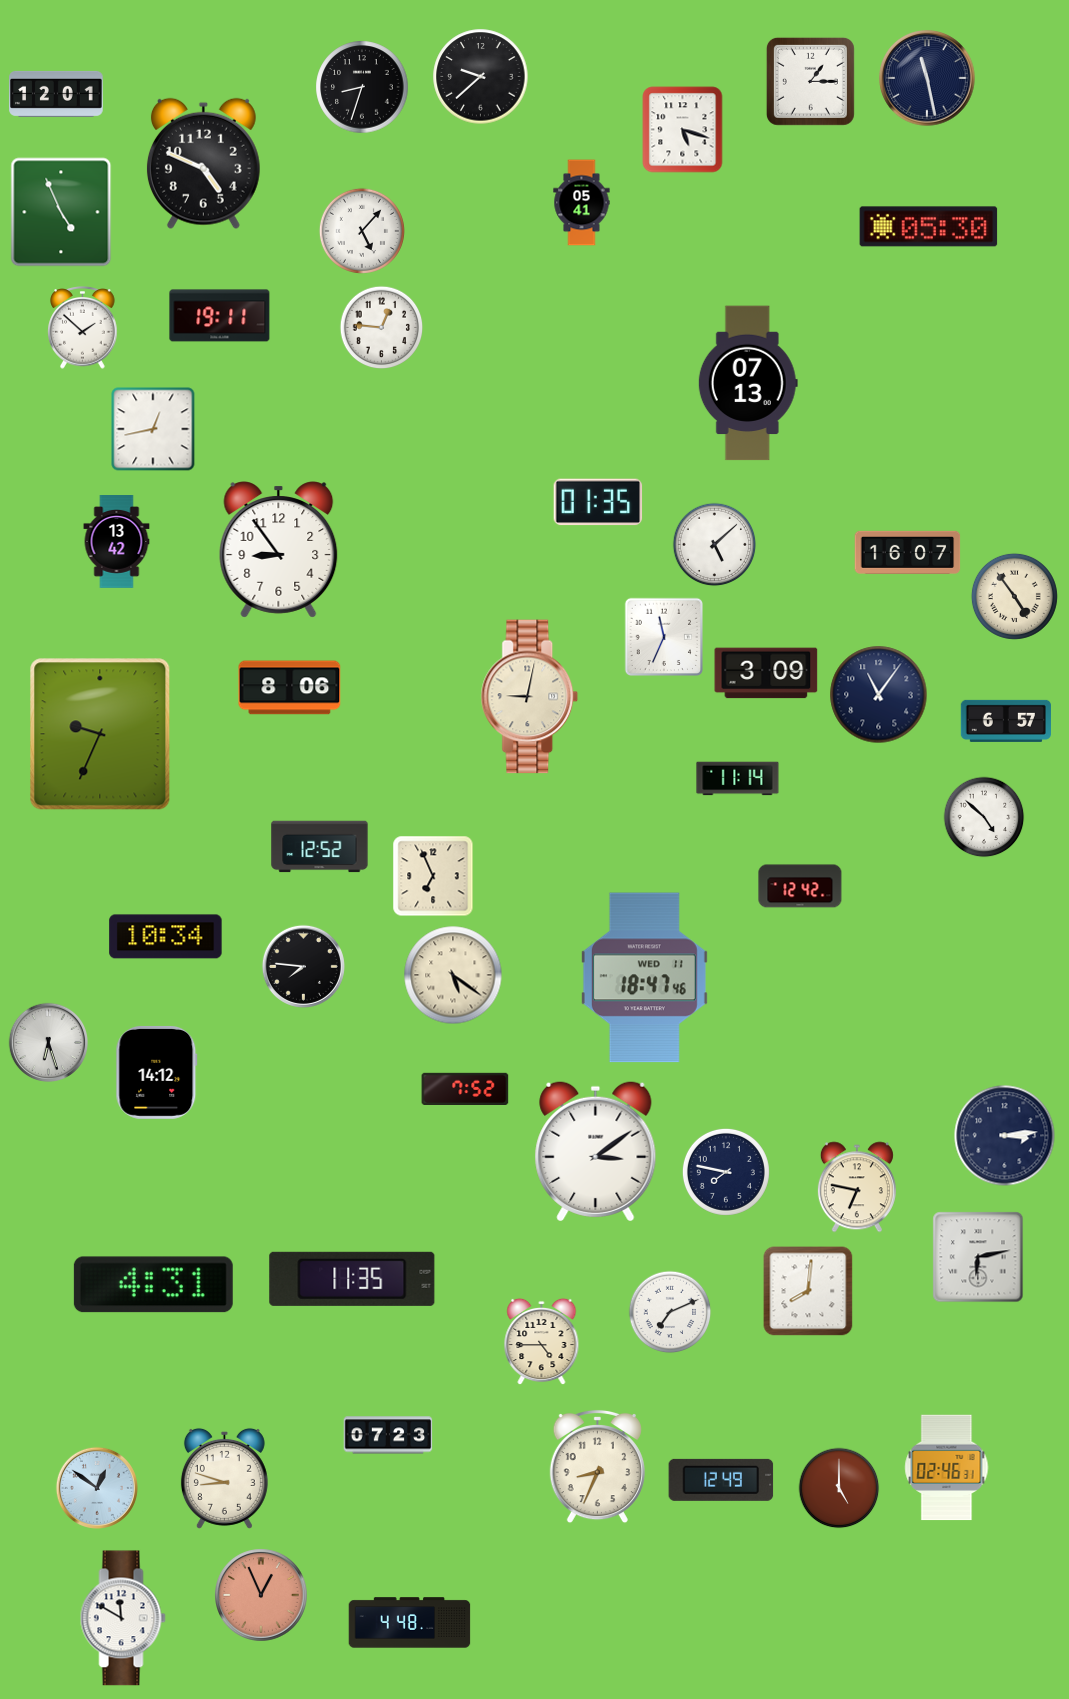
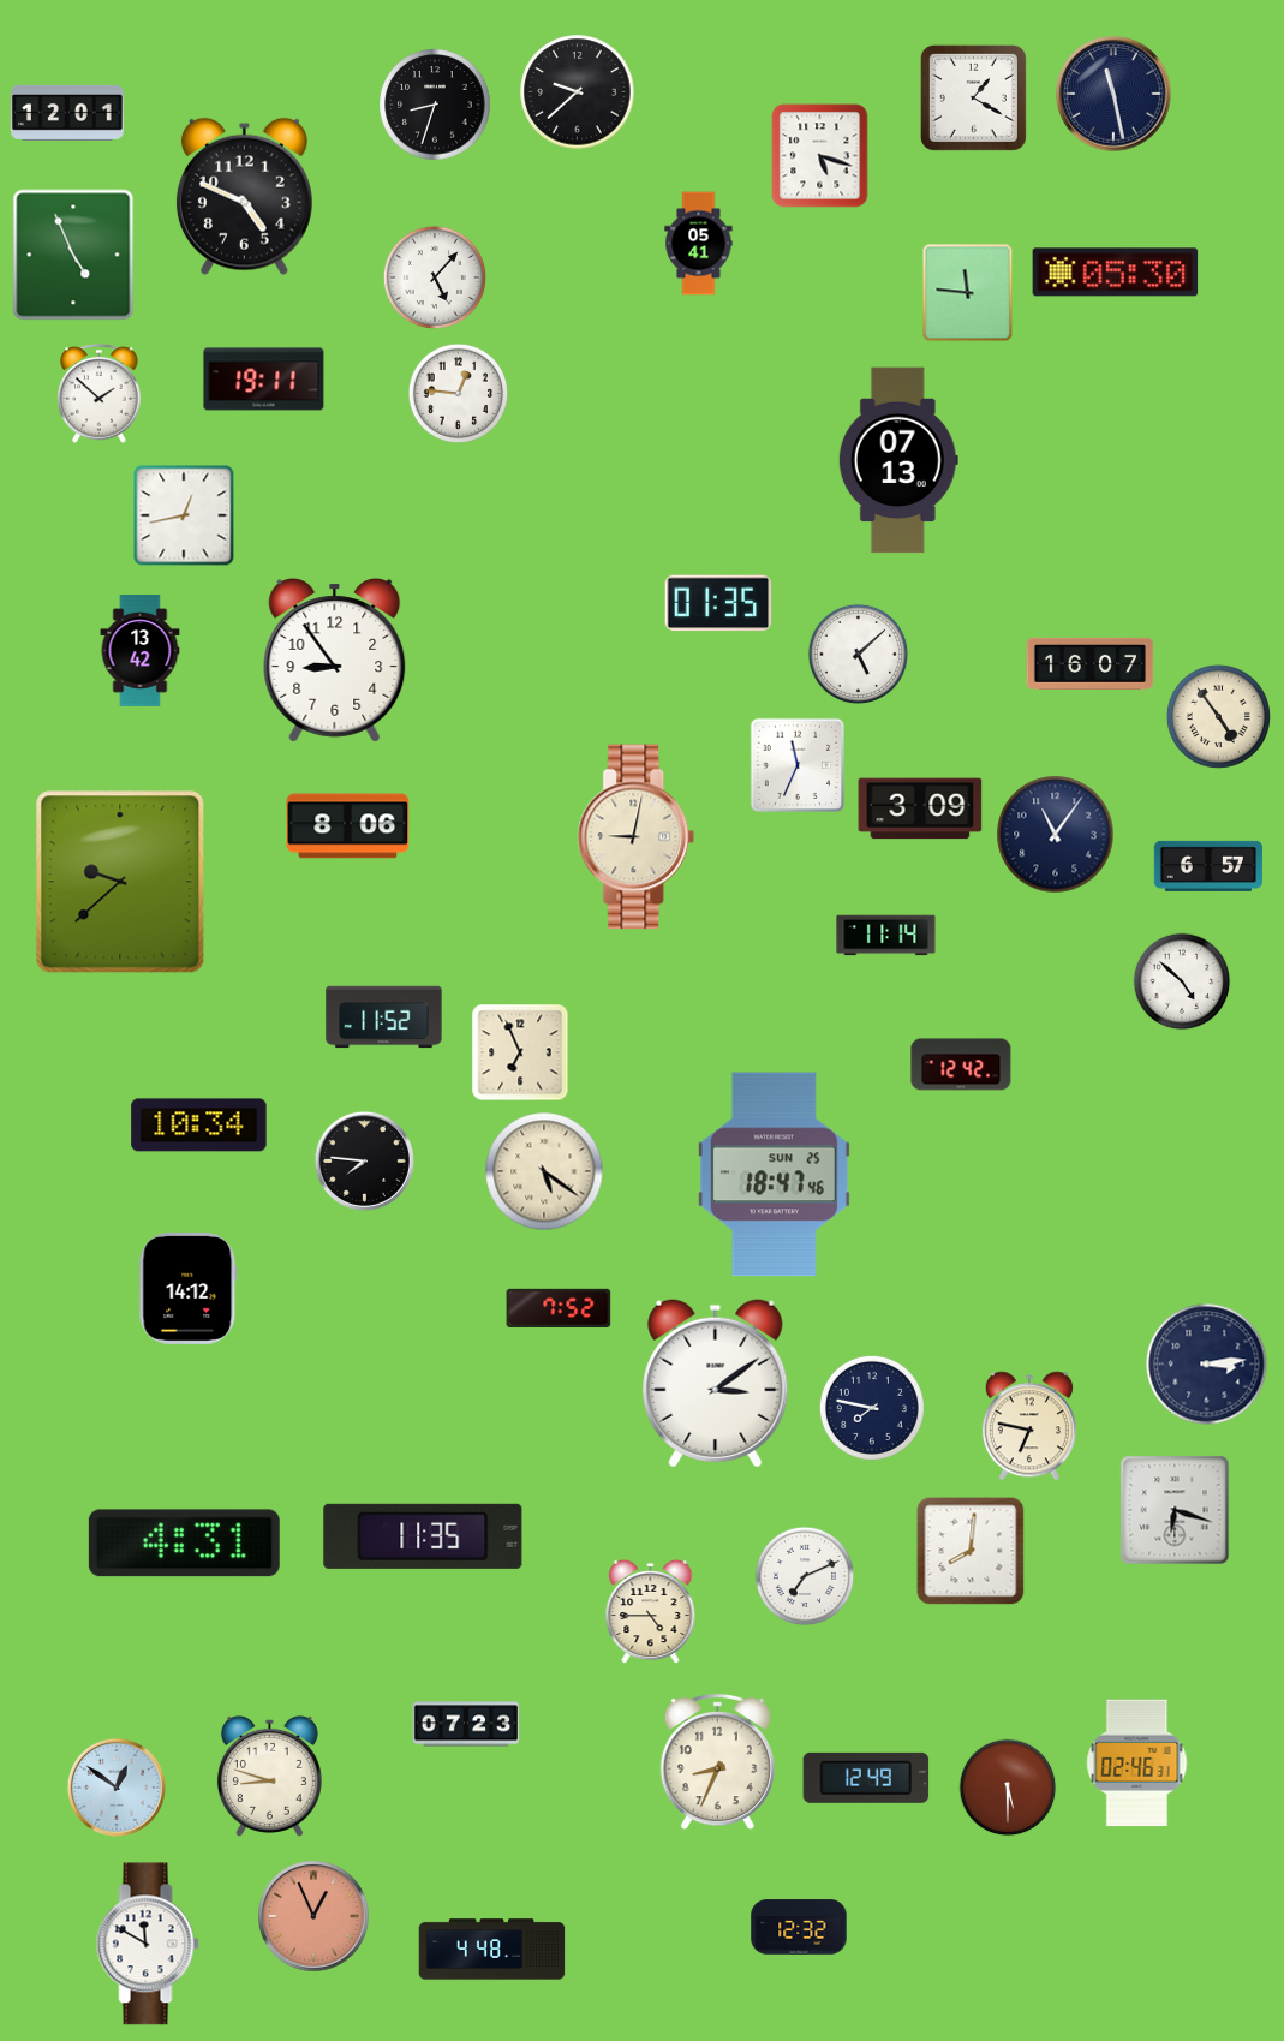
clock at (810, 81): 1:15 -> 1:20
clock at (968, 293): none -> 11:46
clock at (100, 734): 9:34 -> 9:38
clock at (320, 847): 12:52 -> 11:52
clock at (644, 978) date: WED 11 -> SUN 25
clock at (48, 1042): 6:27 -> none
clock at (978, 1257): 6:13 -> 6:18
clock at (839, 1488): 5:00 -> 5:30
clock at (799, 1927): none -> 12:32
